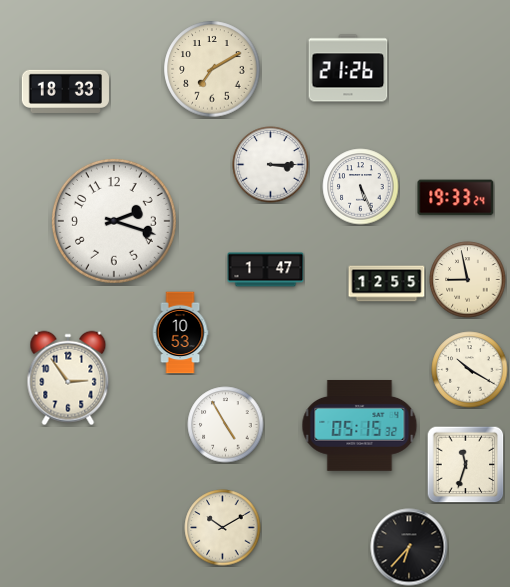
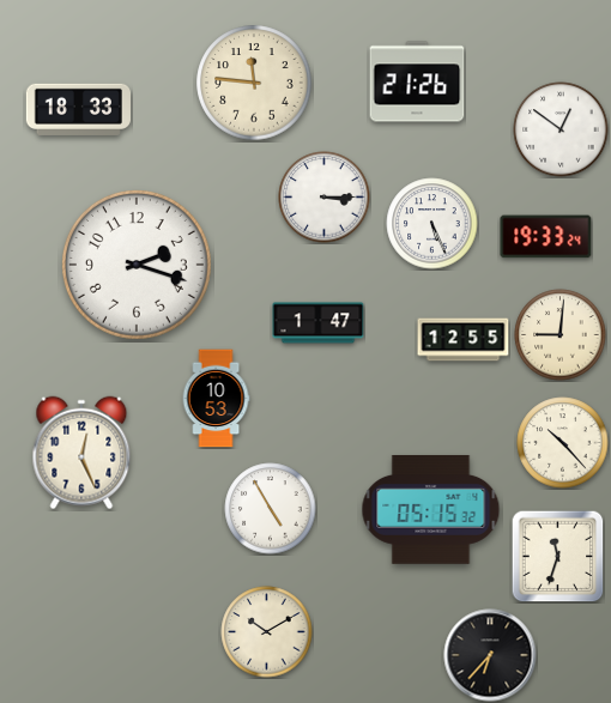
clock at (212, 69): 7:10 -> 11:46
clock at (561, 129): none -> 12:51
clock at (468, 280): 8:58 -> 9:01
clock at (470, 370): 10:20 -> 10:23
clock at (68, 378): 2:54 -> 12:26
